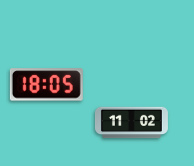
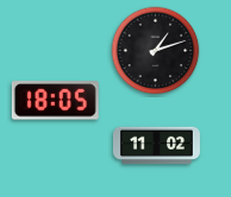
clock at (156, 51): none -> 1:12
